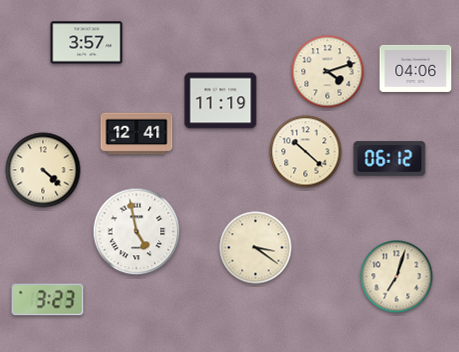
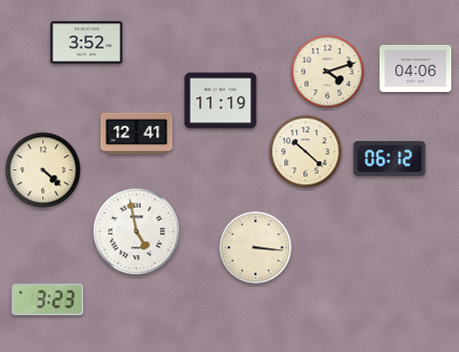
clock at (87, 43): 3:57 -> 3:52
clock at (256, 248): 3:21 -> 3:16
clock at (397, 277): 7:03 -> none
